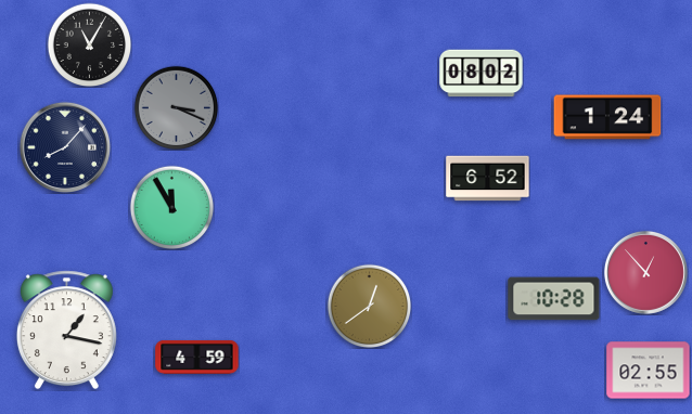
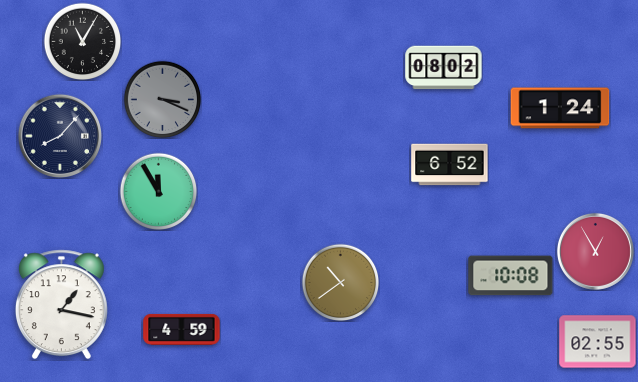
clock at (645, 272): 12:53 -> 12:55
clock at (554, 299): 10:28 -> 10:08
clock at (369, 306): 12:39 -> 10:39
